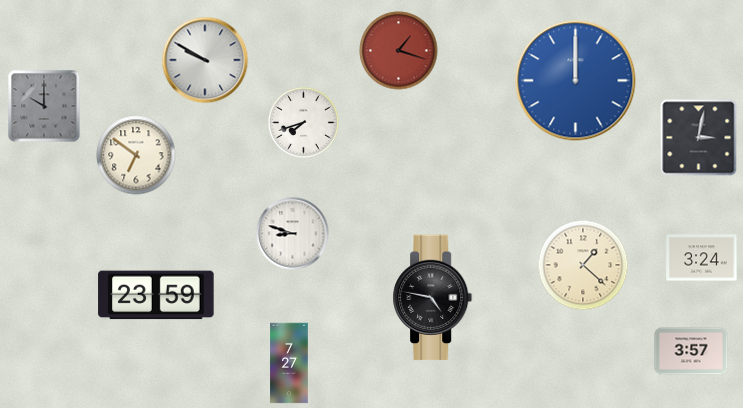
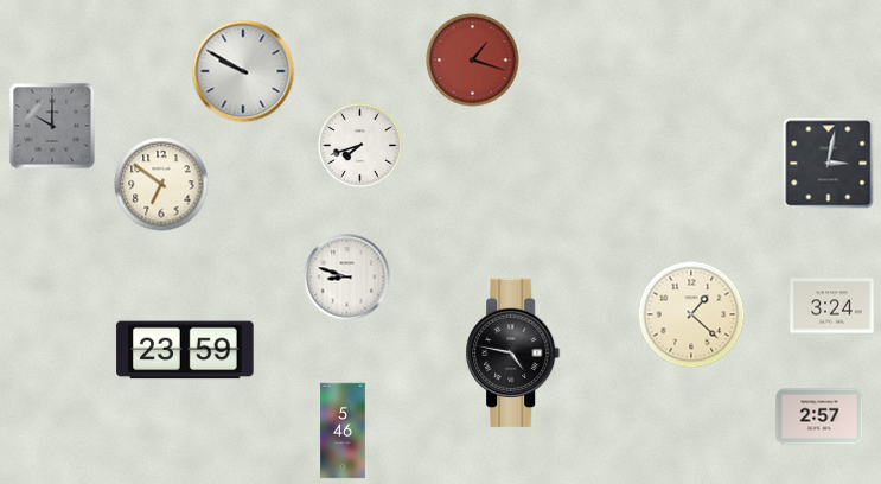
clock at (576, 81): 12:00 -> none
clock at (691, 351): 3:57 -> 2:57
clock at (289, 363): 7:27 -> 5:46
